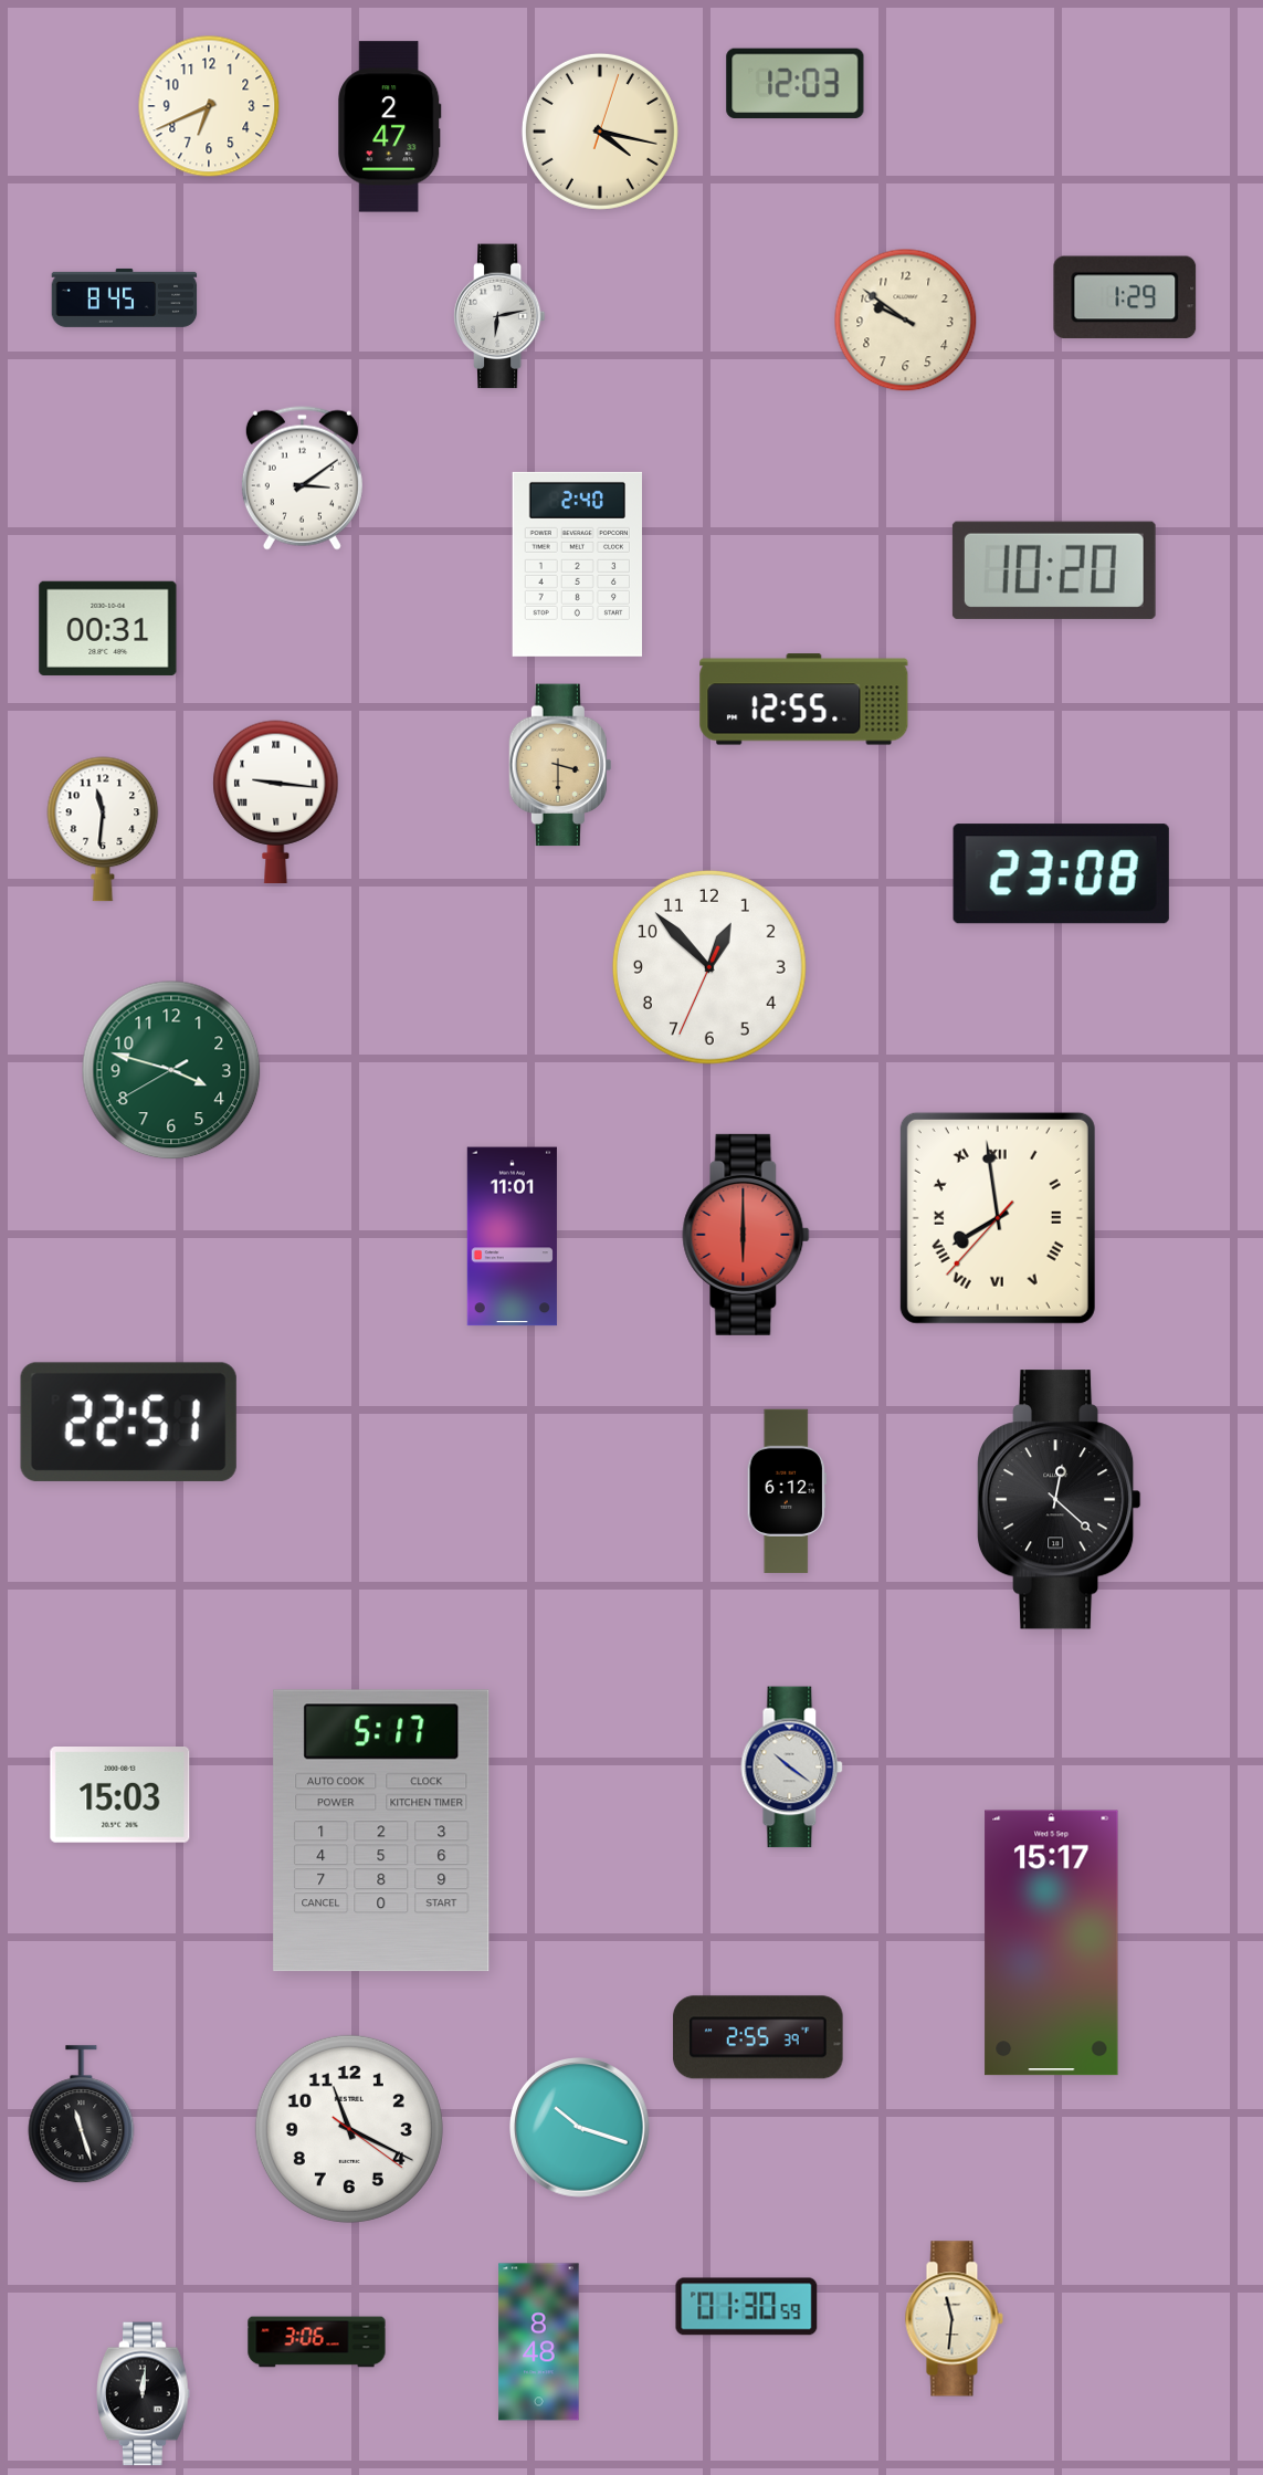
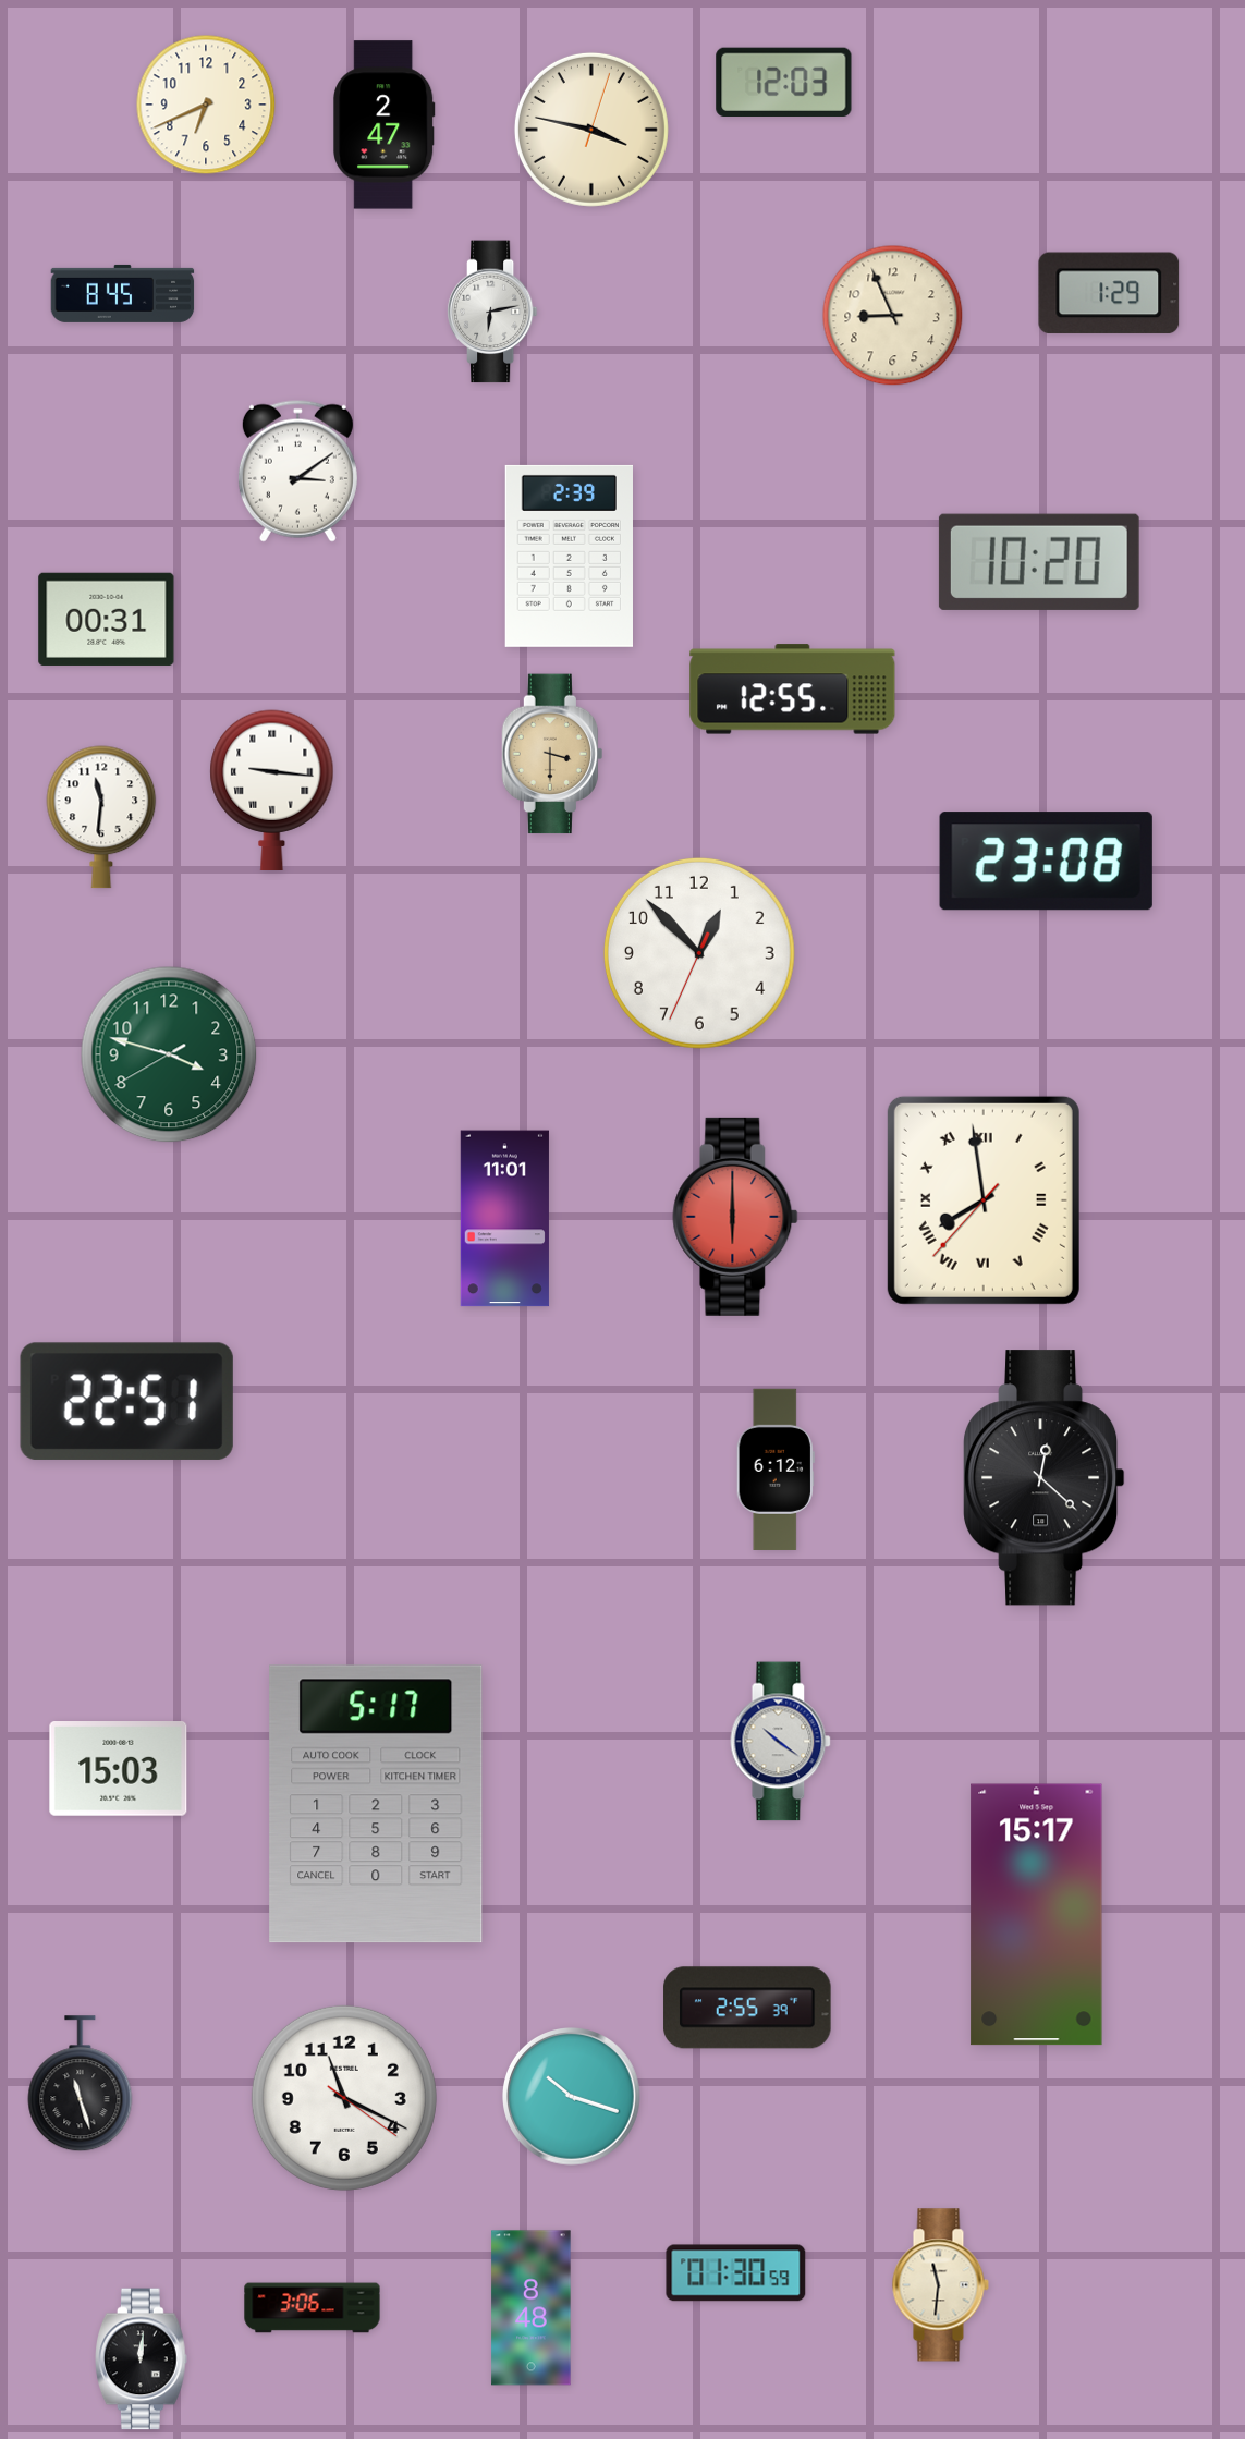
clock at (600, 132): 4:17 -> 3:47
clock at (906, 321): 9:51 -> 8:56
clock at (577, 564): 2:40 -> 2:39
